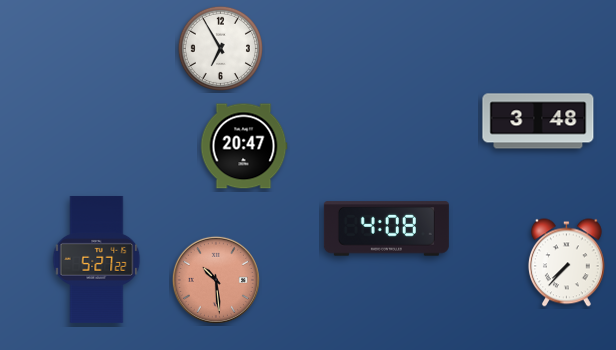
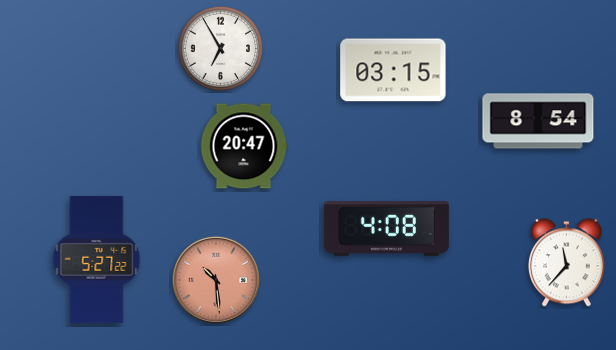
clock at (393, 70): none -> 03:15
clock at (538, 121): 3:48 -> 8:54
clock at (566, 263): 7:37 -> 11:37
